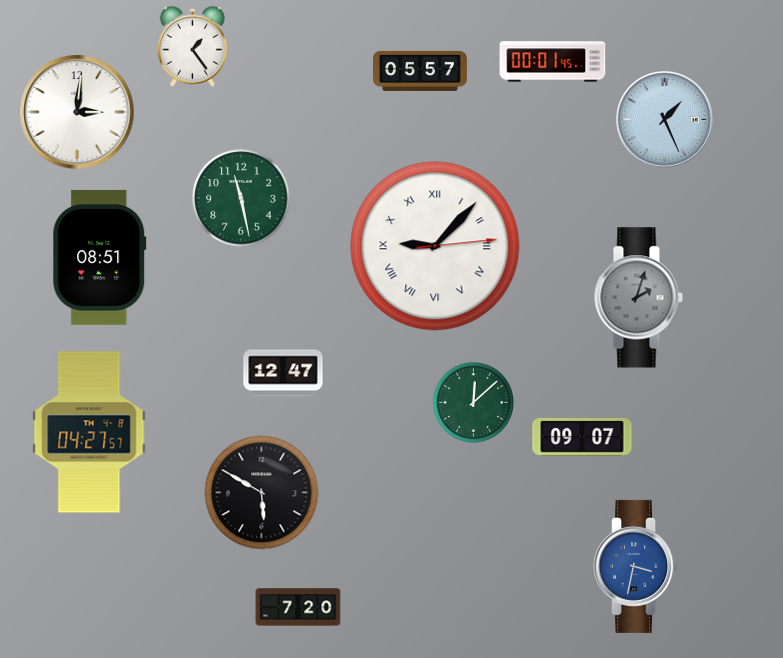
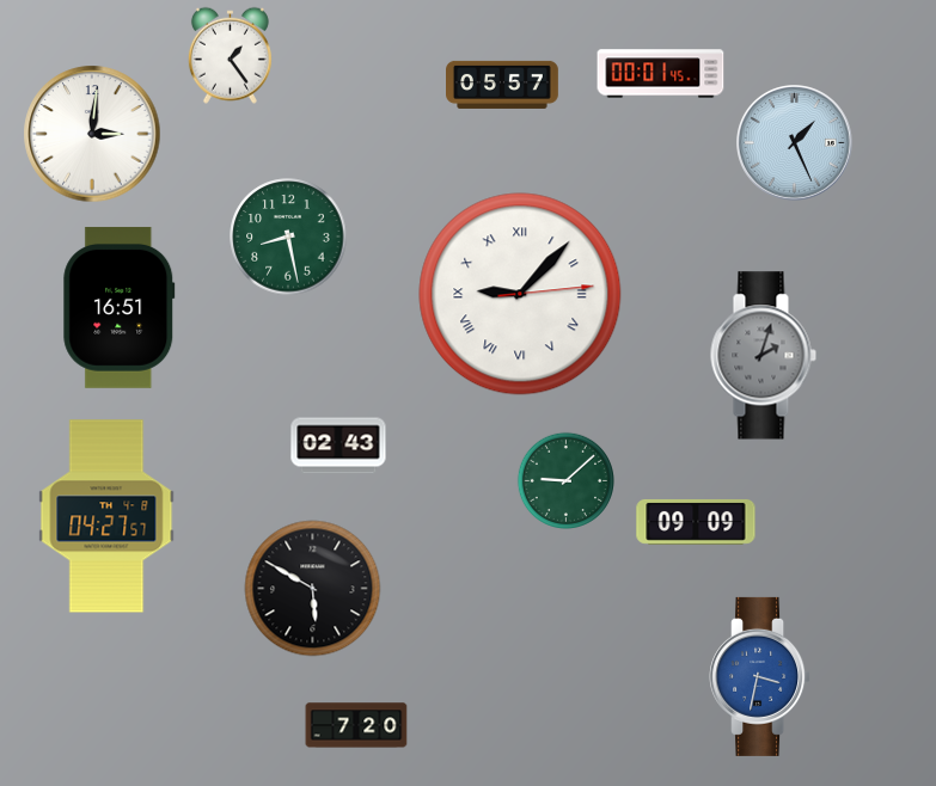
clock at (241, 198): 11:28 -> 8:28
clock at (100, 257): 08:51 -> 16:51
clock at (283, 373): 12:47 -> 02:43
clock at (473, 402): 12:08 -> 9:08
clock at (582, 437): 09:07 -> 09:09
